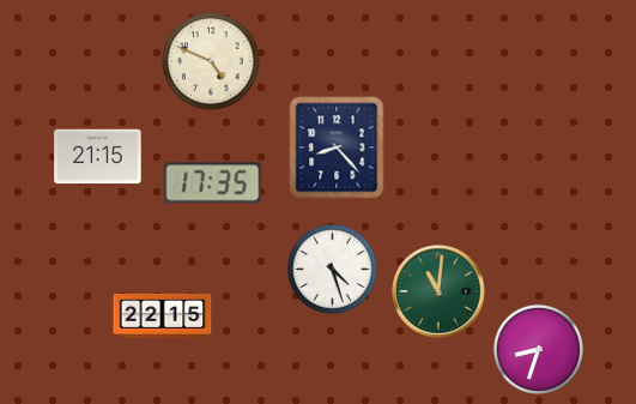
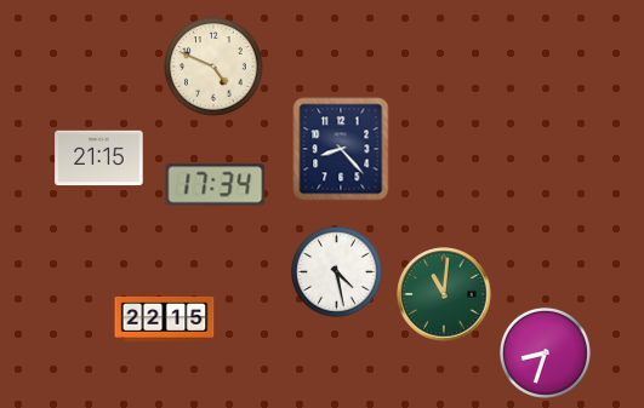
clock at (211, 61) position: (211, 61) -> (213, 67)
clock at (213, 183): 17:35 -> 17:34
clock at (332, 269): 4:27 -> 4:28
